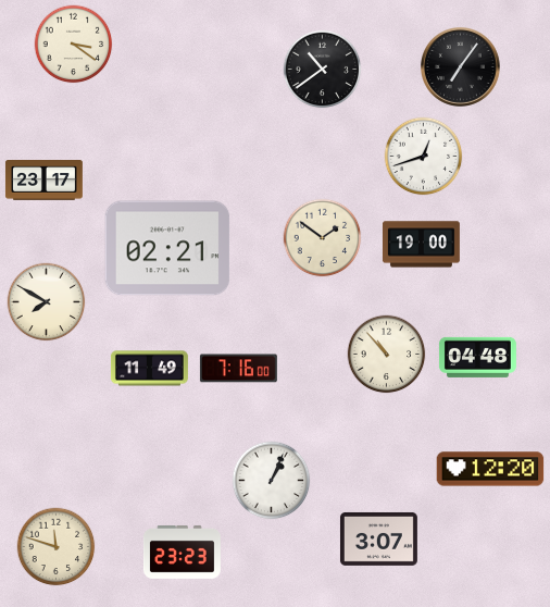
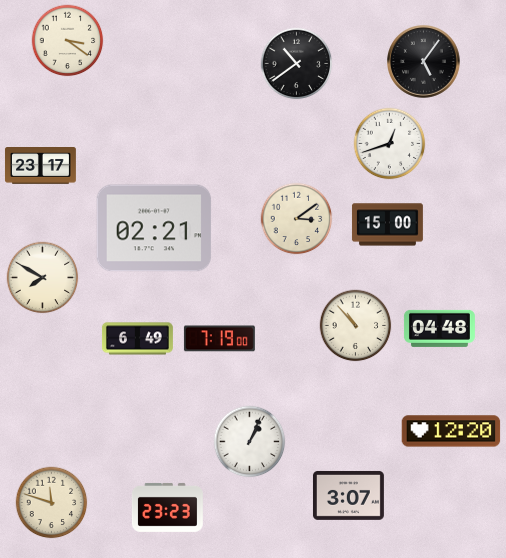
clock at (461, 67): 7:06 -> 5:06
clock at (323, 238): 1:51 -> 3:09
clock at (421, 245): 19:00 -> 15:00
clock at (149, 369): 11:49 -> 6:49
clock at (238, 369): 7:16 -> 7:19
